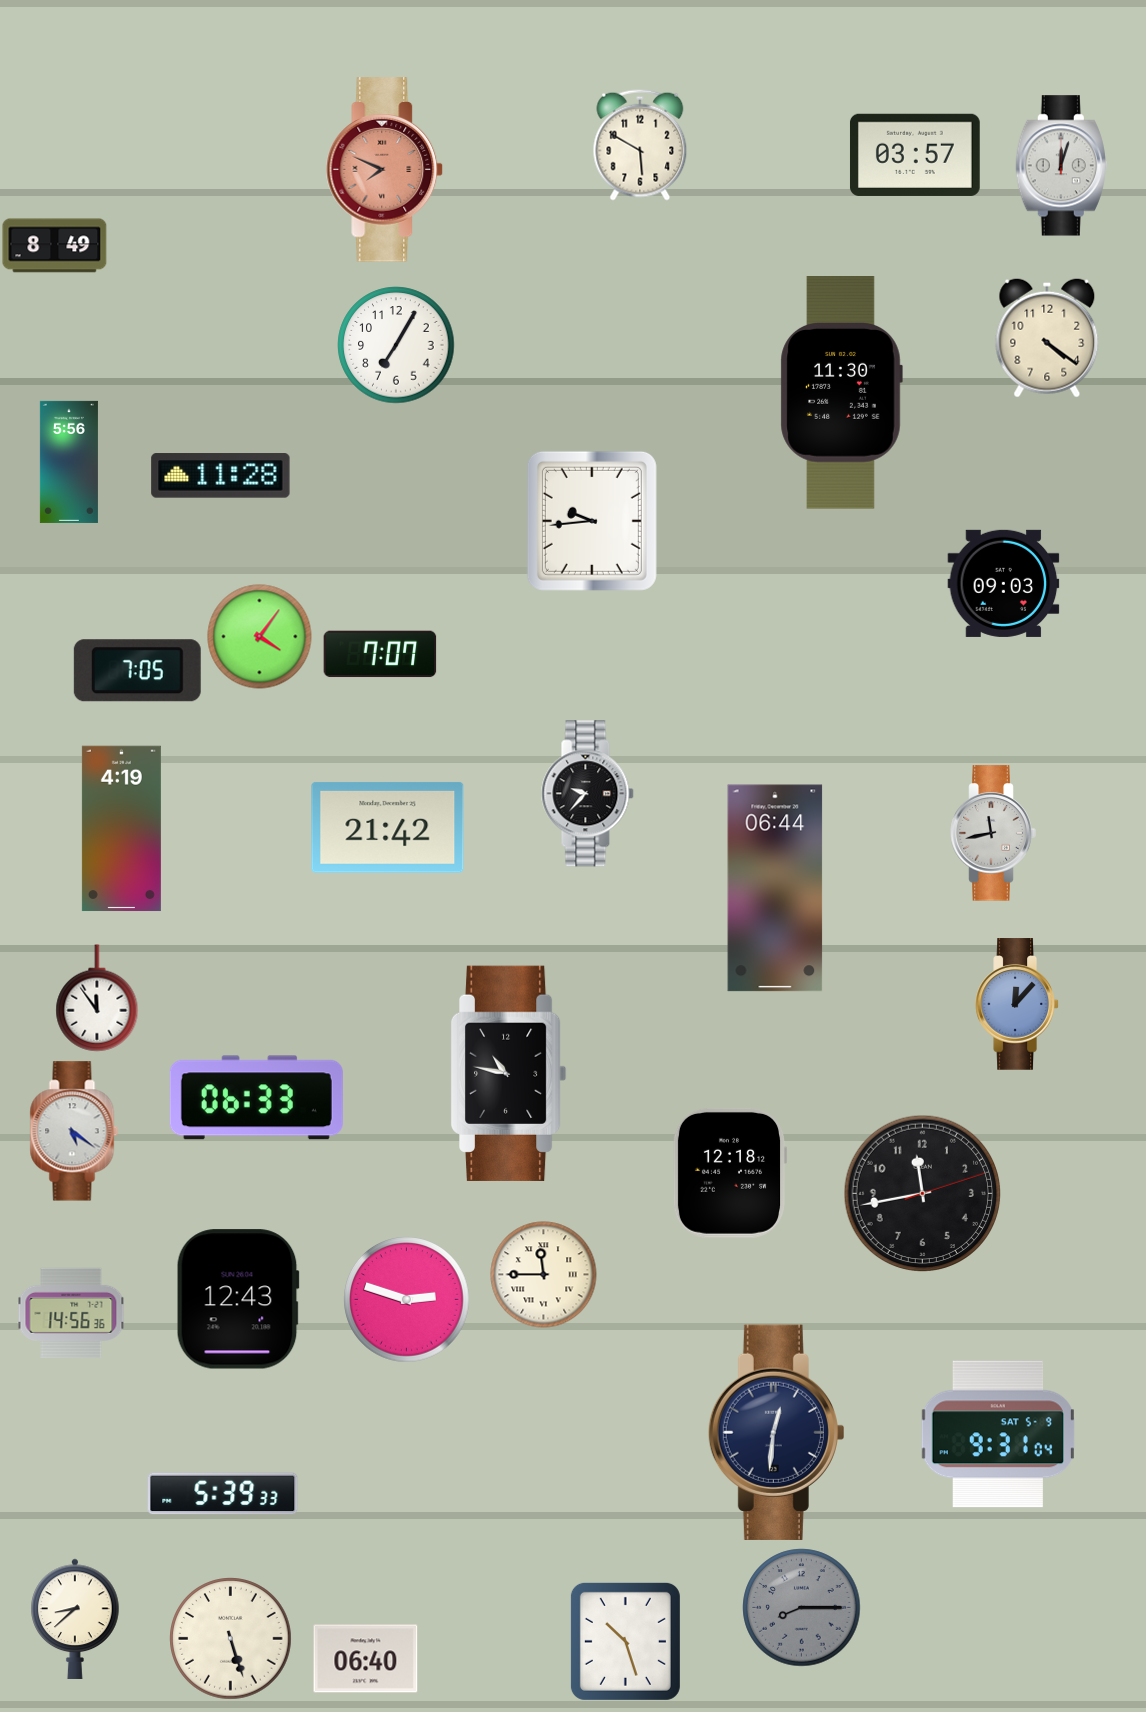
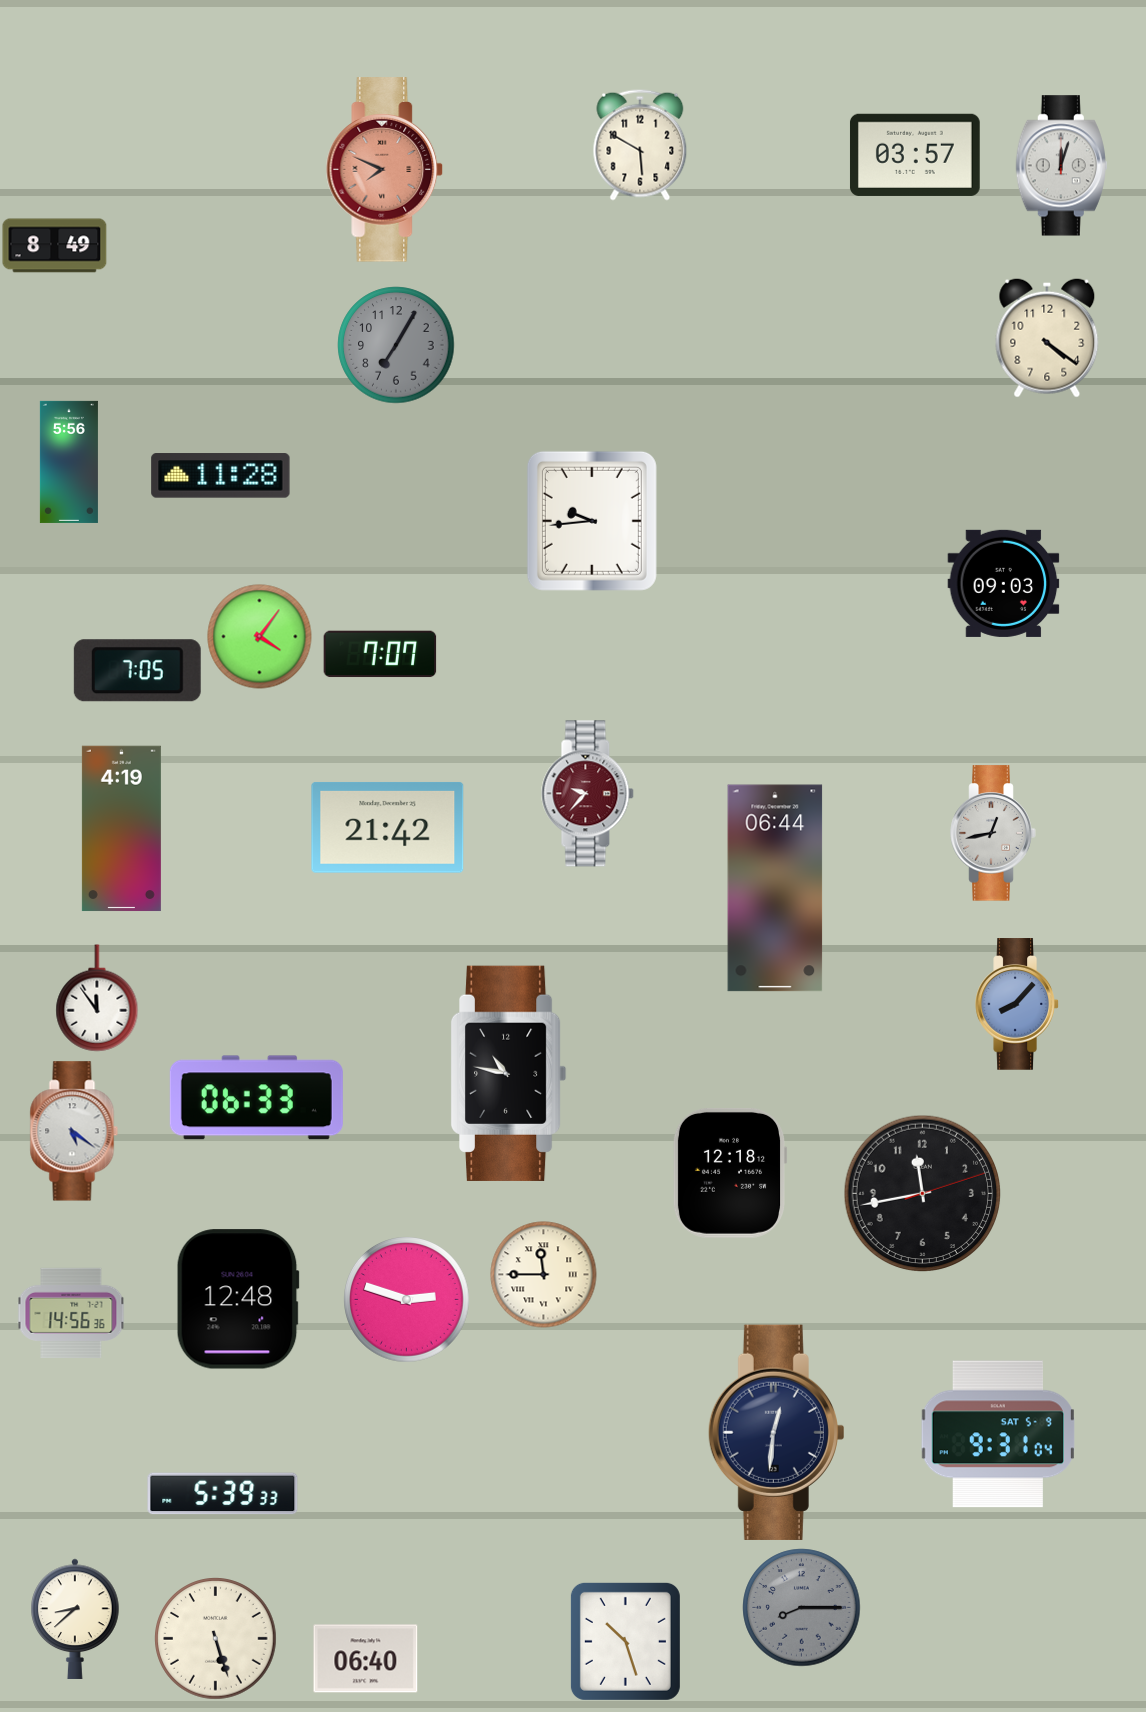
clock at (396, 345) dial: white -> grey
clock at (841, 393): 11:30 -> none
clock at (588, 794) dial: black -> burgundy
clock at (993, 833): 11:43 -> 12:43
clock at (1017, 1004): 12:07 -> 8:07
clock at (238, 1299): 12:43 -> 12:48
clock at (231, 1639) position: (231, 1639) -> (216, 1639)
